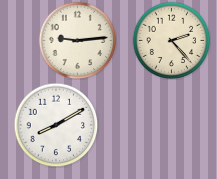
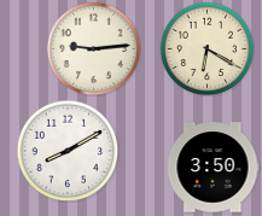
clock at (171, 40): 2:23 -> 6:20
clock at (212, 168): none -> 3:50
